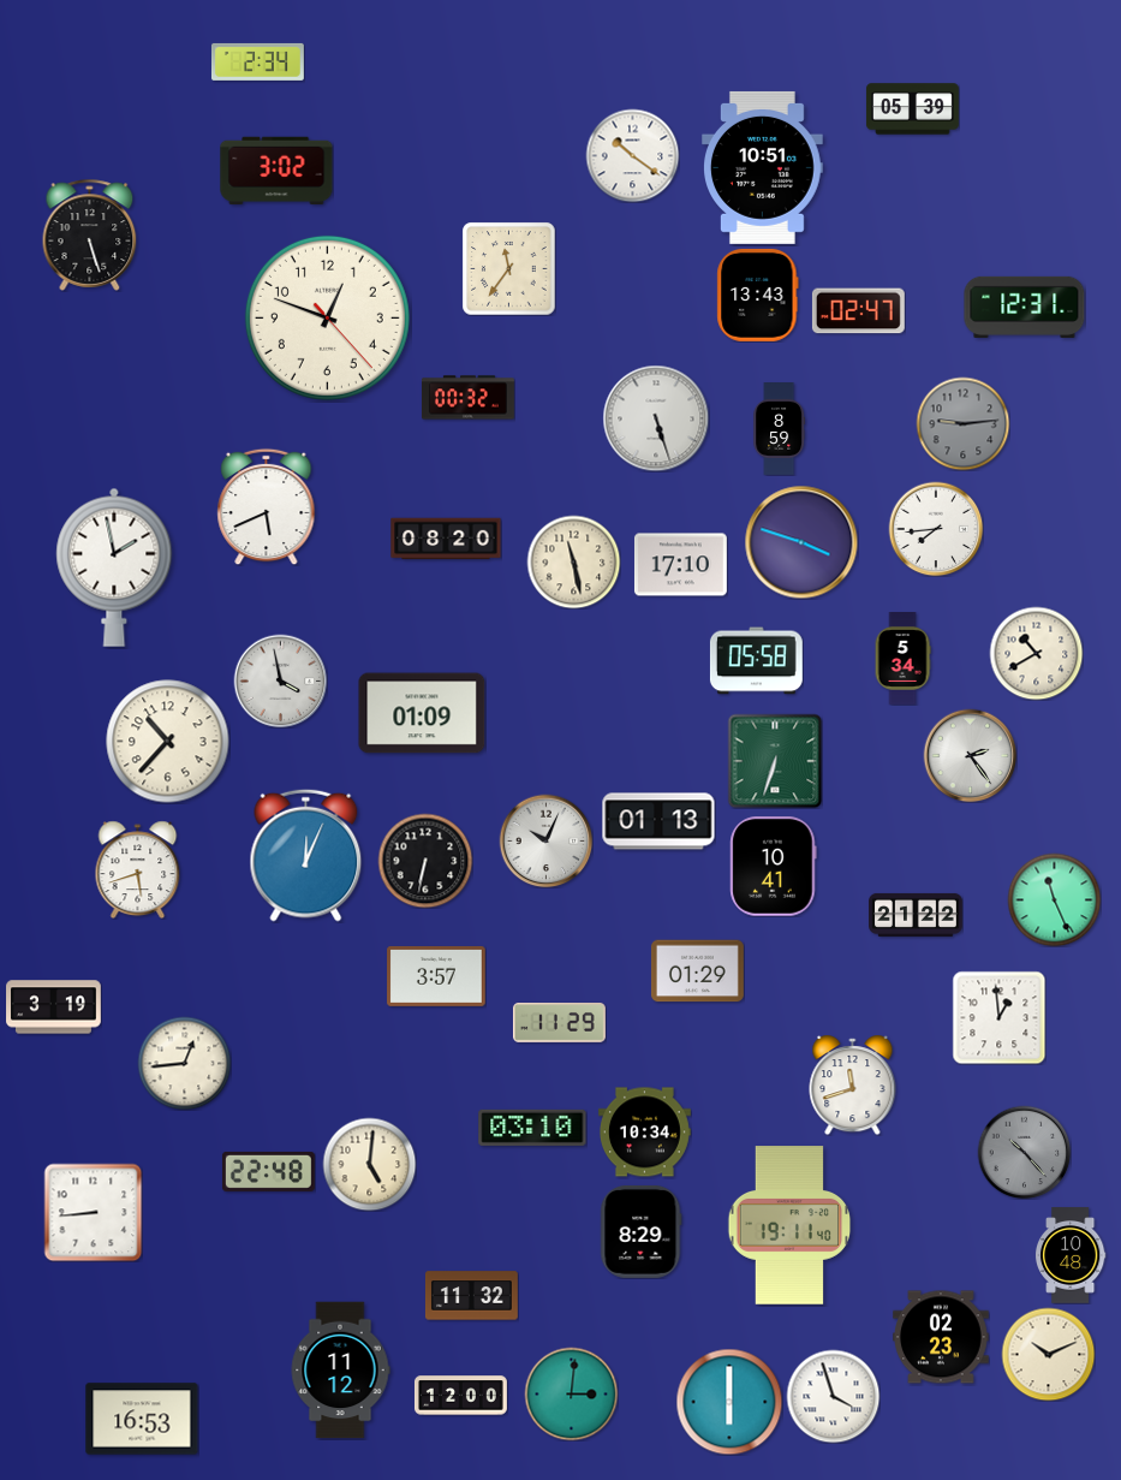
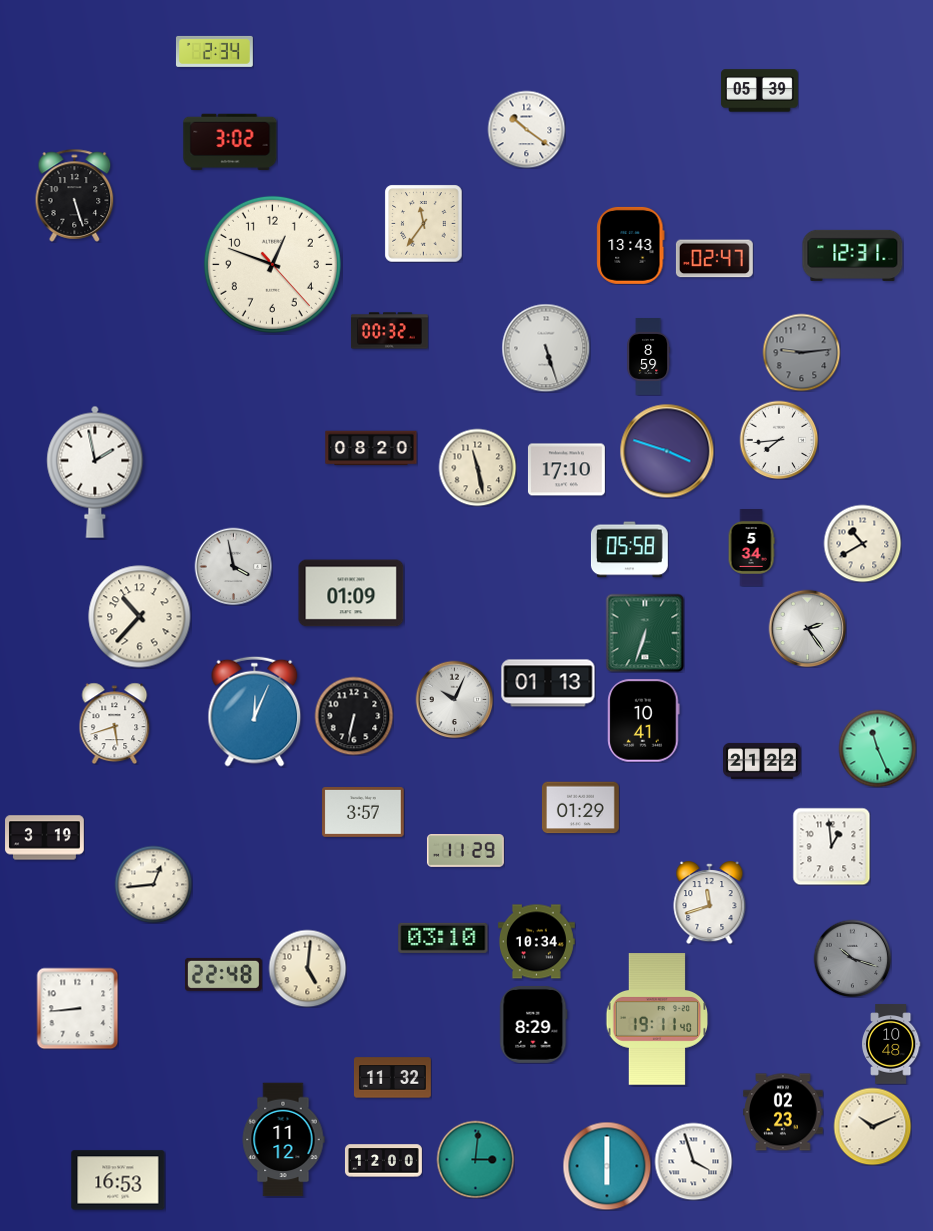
clock at (763, 167): 10:51 -> none
clock at (267, 506): 5:41 -> none
clock at (1024, 1152): 10:23 -> 10:18
